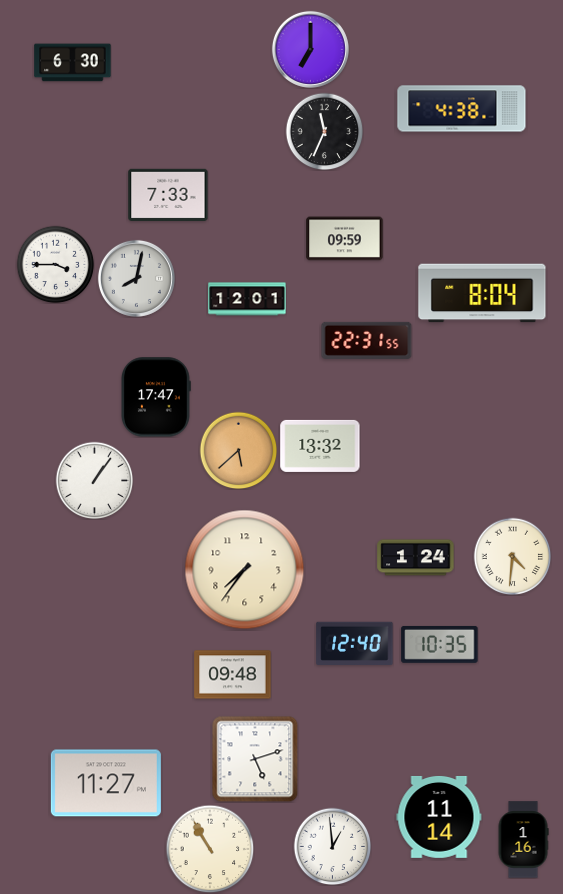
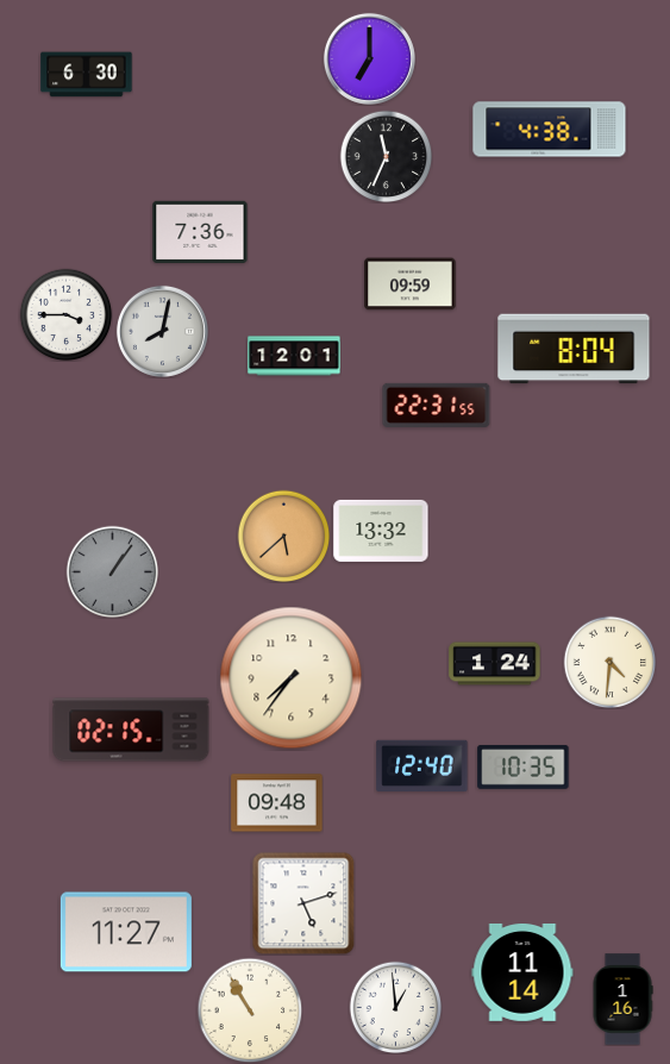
clock at (168, 195): 7:33 -> 7:36
clock at (156, 397): 17:47 -> none
clock at (94, 480) dial: white -> grey
clock at (131, 730): none -> 02:15
